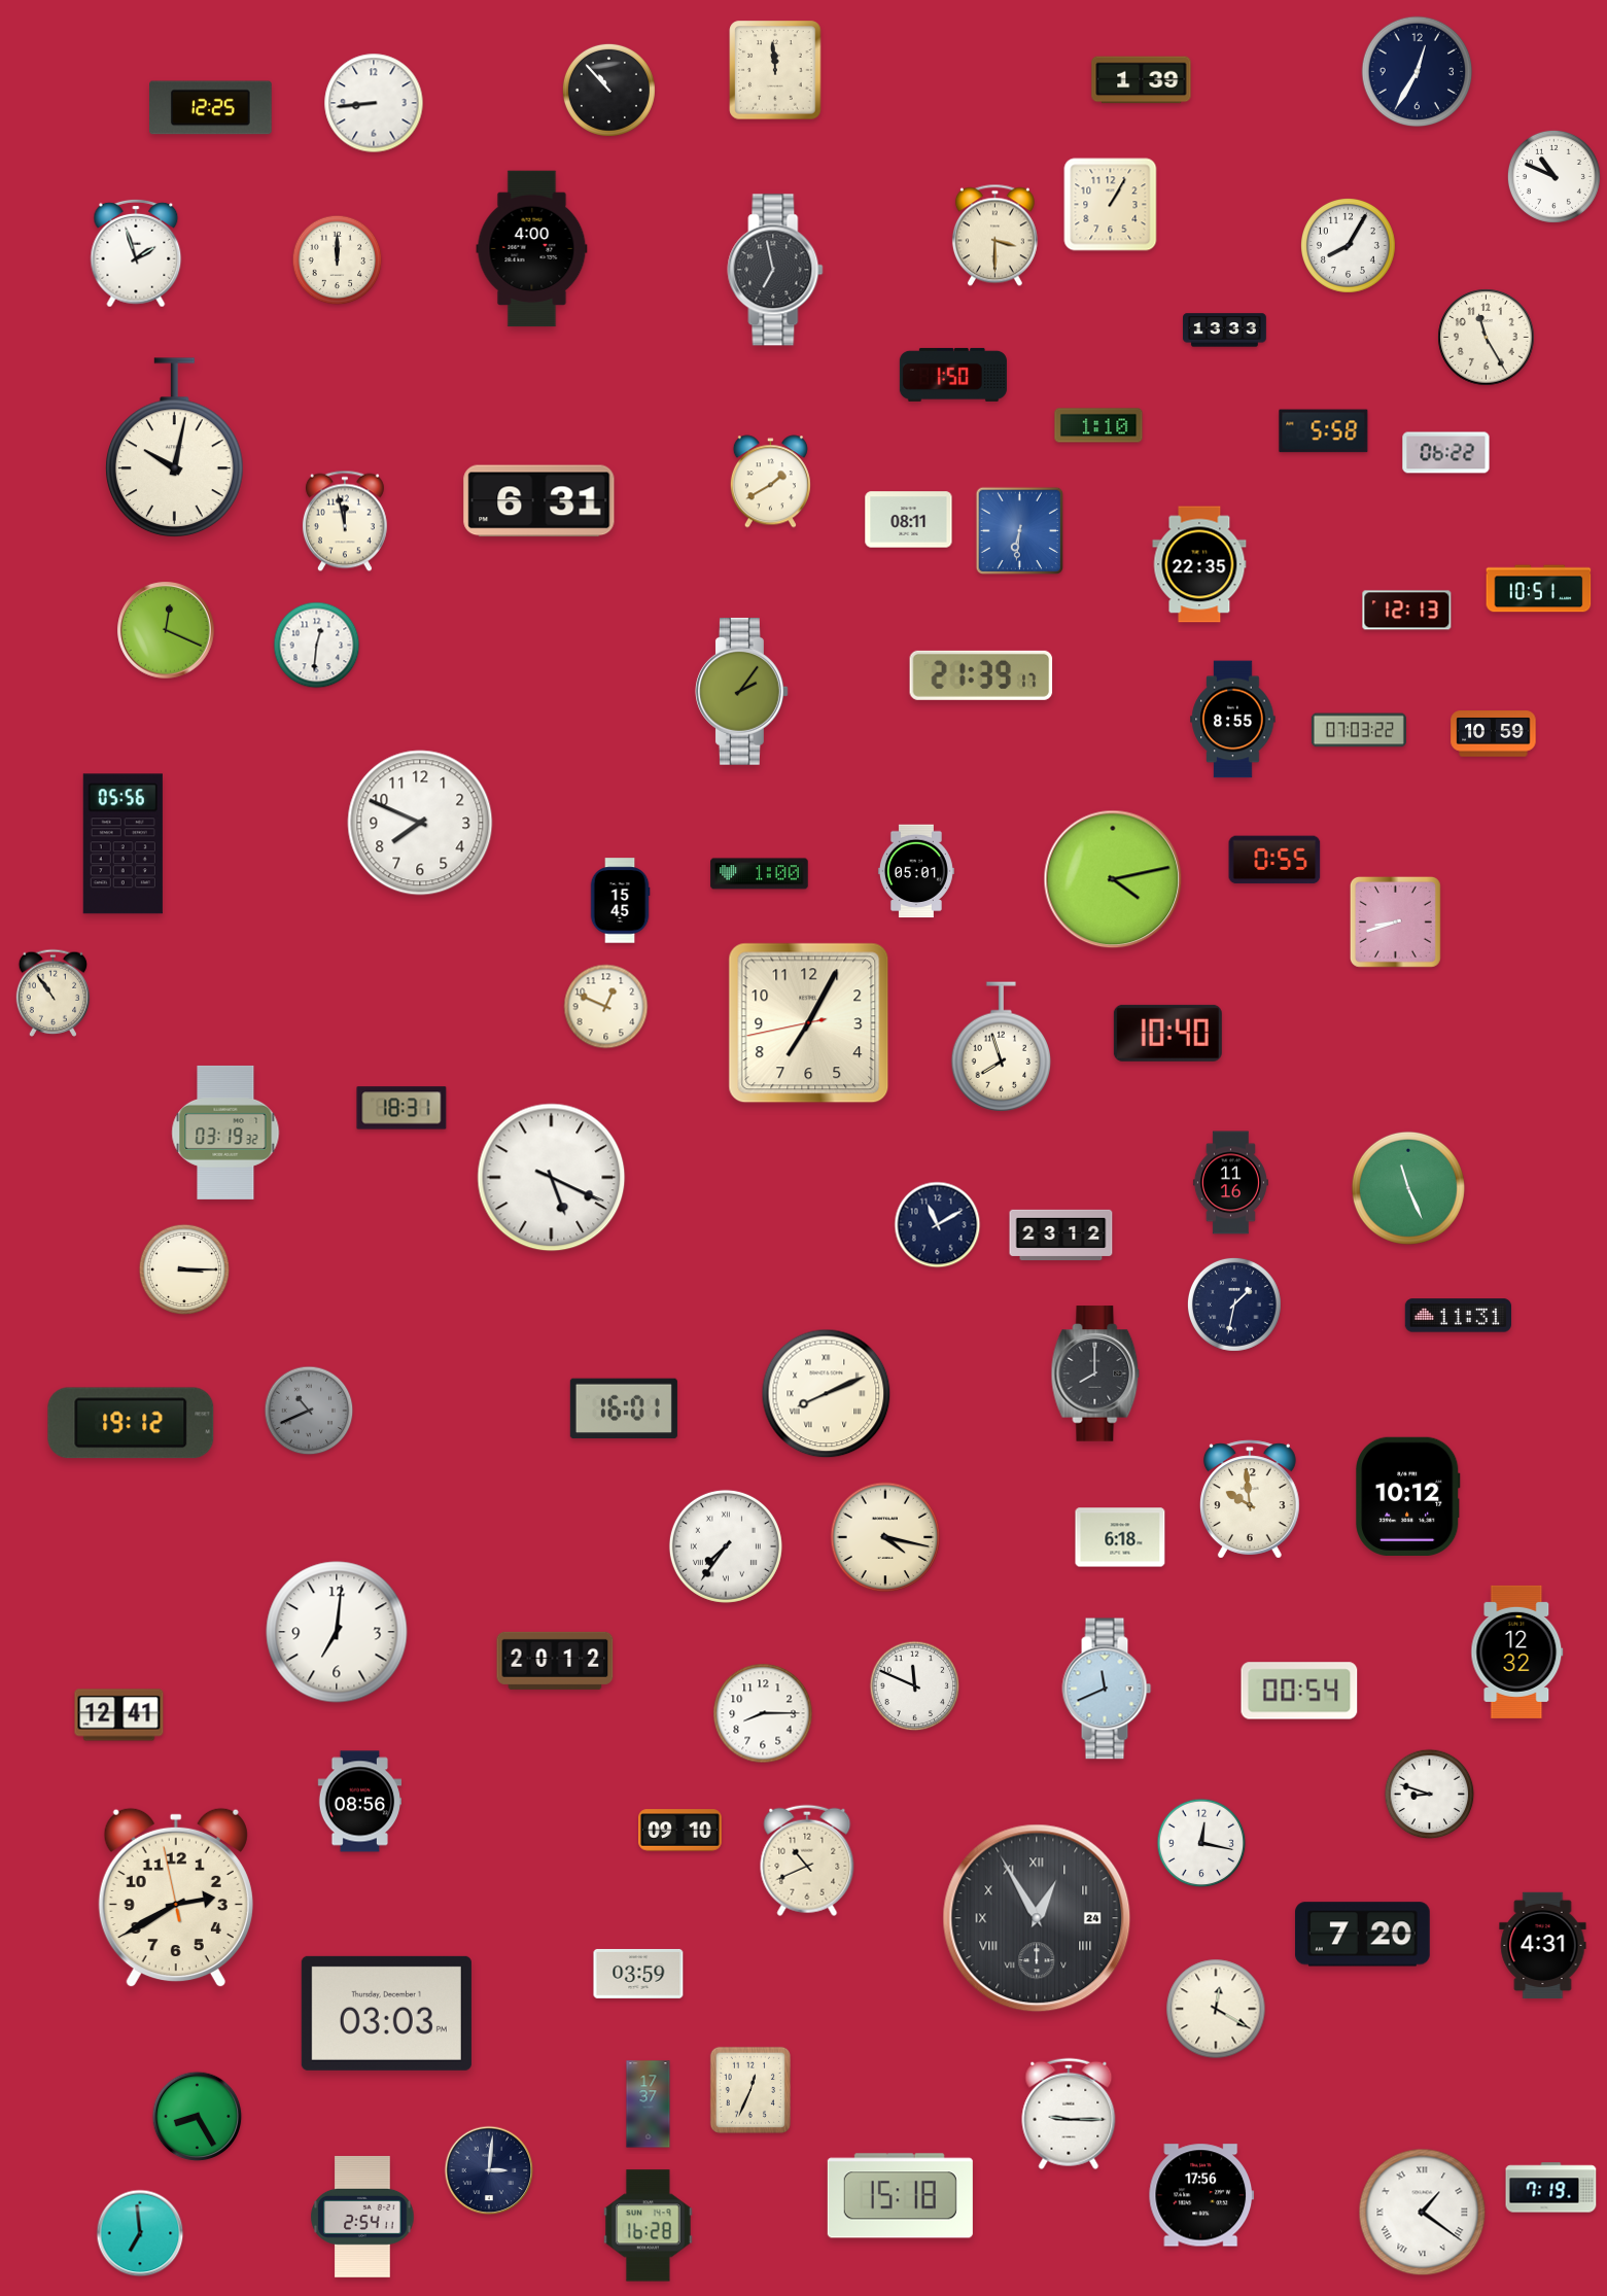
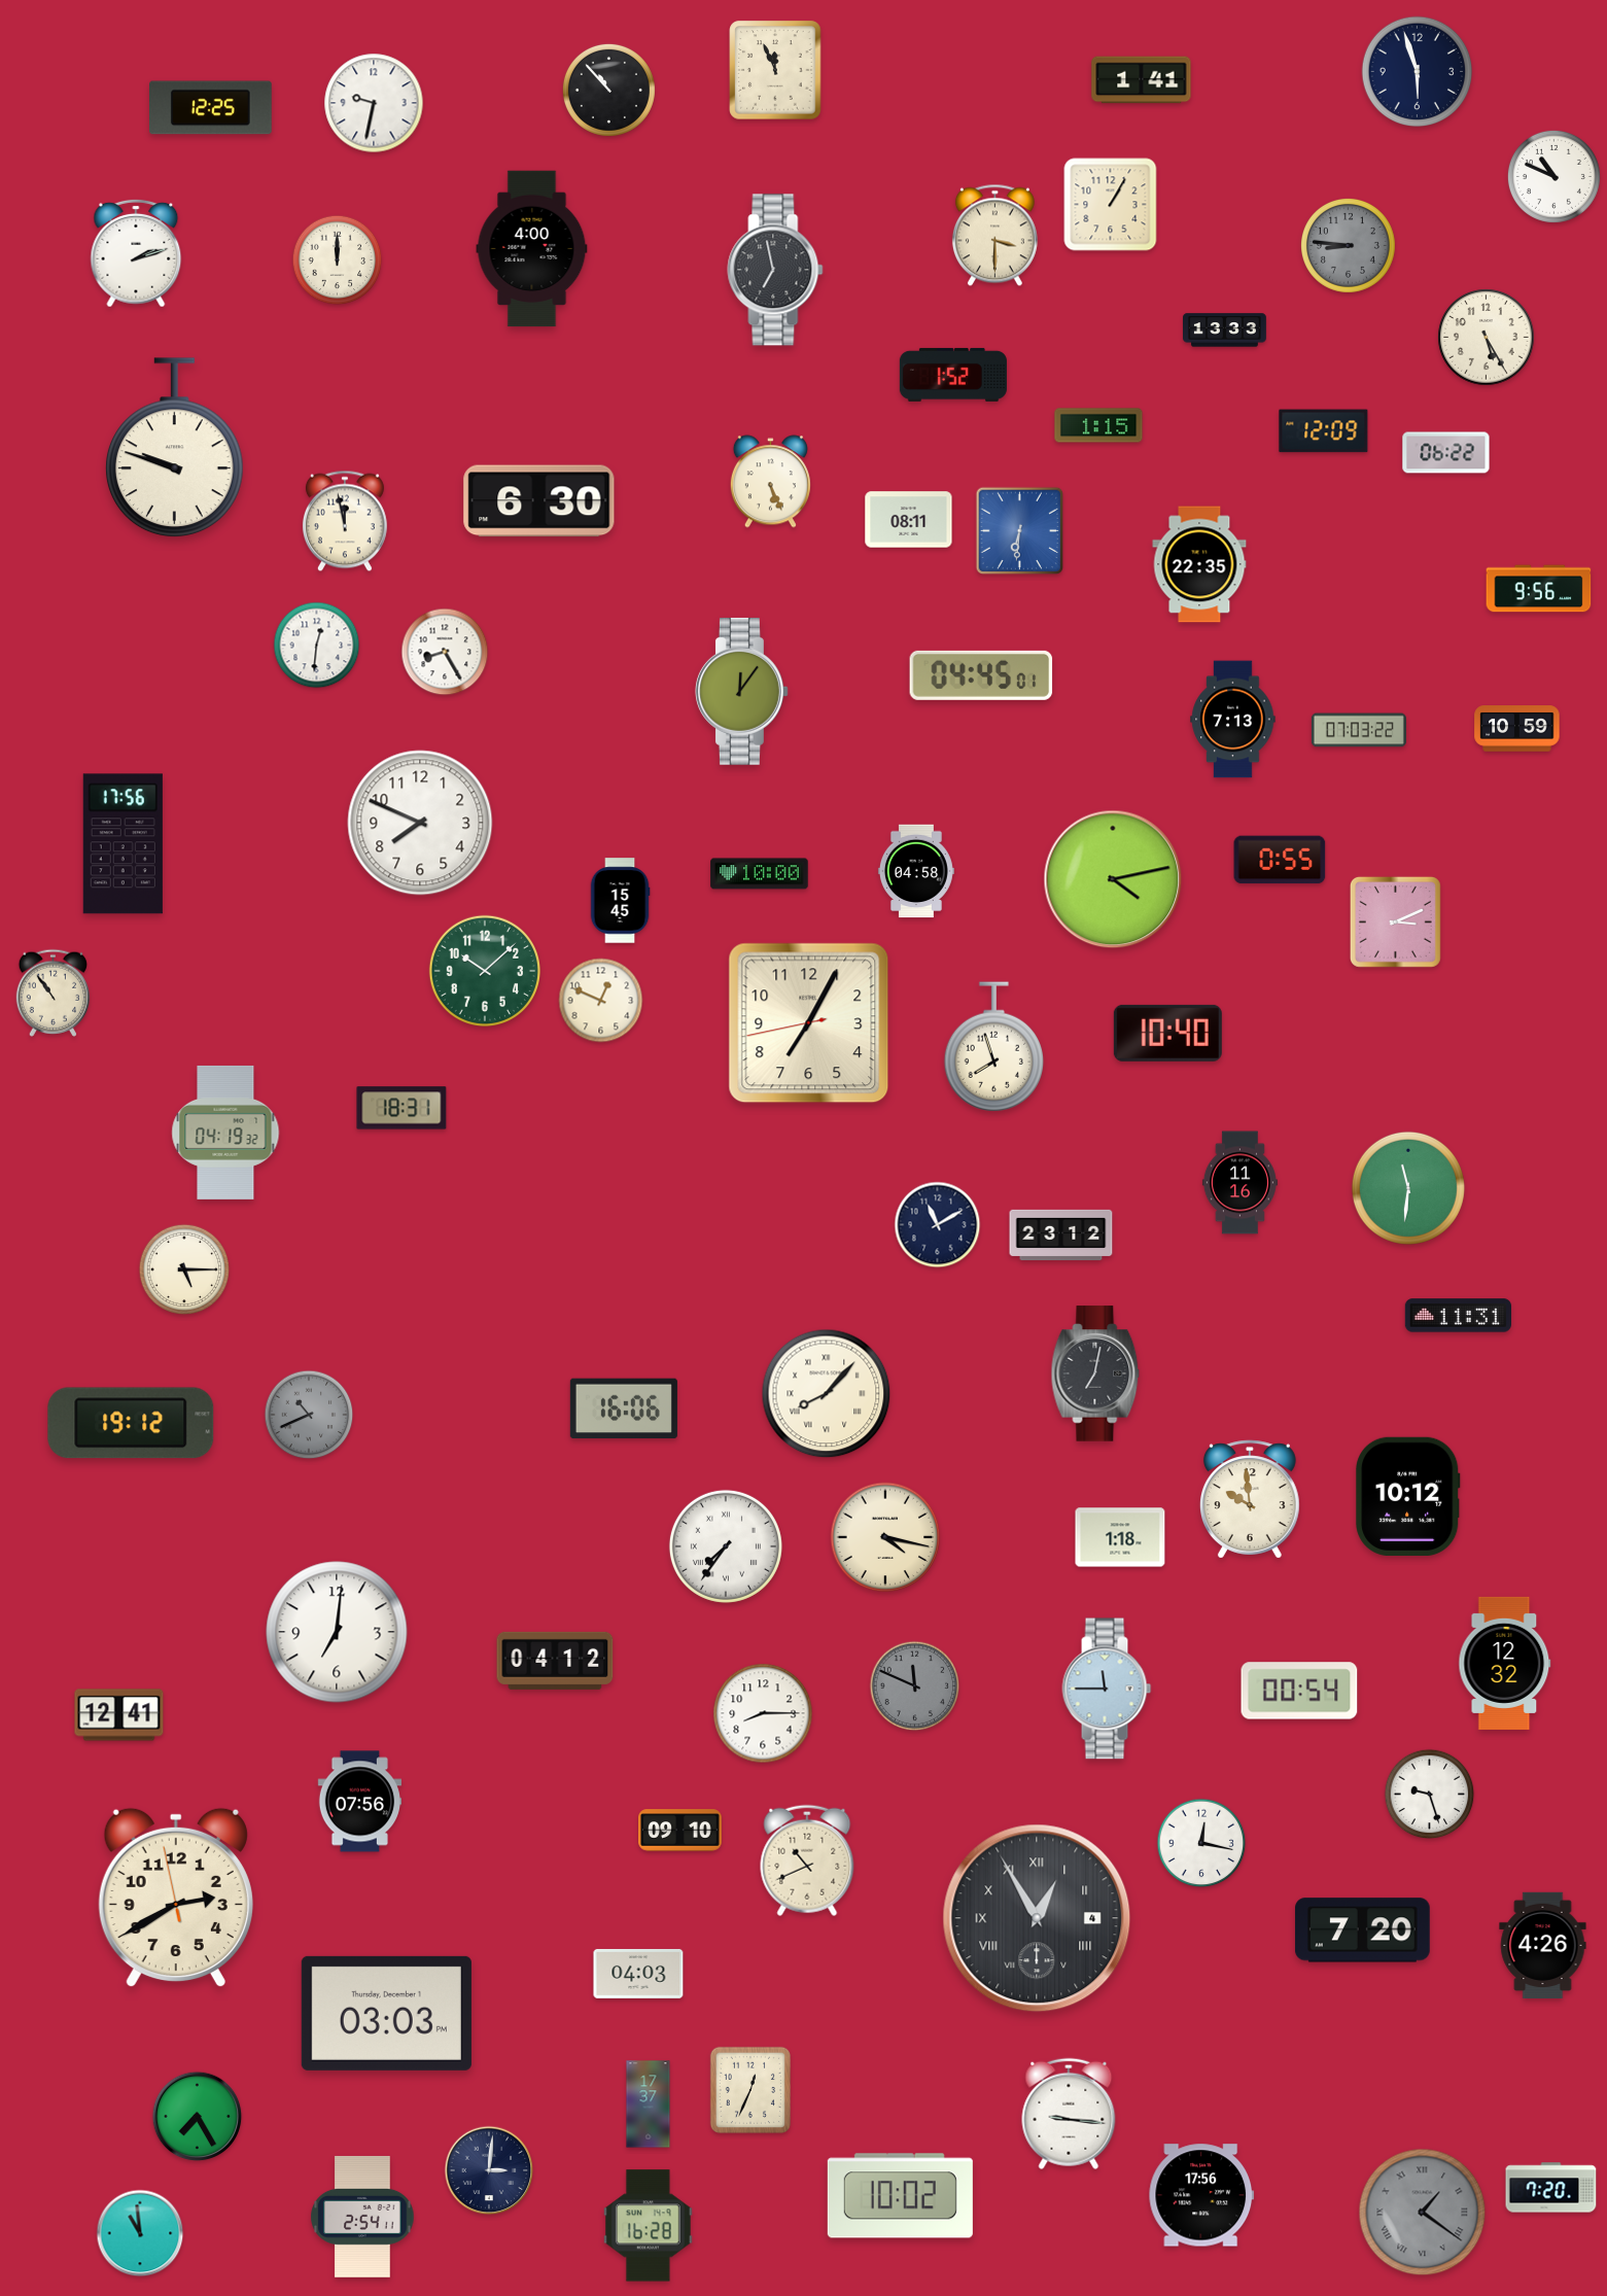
clock at (775, 70): 11:59 -> 11:56
clock at (1418, 72): 12:35 -> 5:57
clock at (1142, 80): 1:39 -> 1:41
clock at (374, 103): 8:44 -> 9:32
clock at (1348, 245): 8:05 -> 8:46
clock at (1348, 245) dial: white -> grey
clock at (136, 253): 1:57 -> 2:12
clock at (1487, 338): 11:25 -> 5:25
clock at (953, 375): 1:50 -> 1:52
clock at (1098, 425): 1:10 -> 1:15
clock at (1324, 431): 5:58 -> 12:09
clock at (174, 448): 10:02 -> 9:48
clock at (770, 482): 1:40 -> 5:26
clock at (539, 501): 6:31 -> 6:30
clock at (1539, 589): 10:51 -> 9:56
clock at (1407, 611): 12:13 -> none
clock at (166, 630): 12:19 -> none
clock at (445, 652): none -> 8:25
clock at (981, 675): 21:39 -> 04:45
clock at (741, 691): 2:06 -> 12:06
clock at (1233, 720): 8:55 -> 7:13
clock at (1494, 734) position: (1494, 734) -> (1517, 729)
clock at (123, 844): 05:56 -> 17:56
clock at (1274, 860) position: (1274, 860) -> (1280, 860)
clock at (916, 871): 05:01 -> 04:58
clock at (760, 874): 1:00 -> 10:00
clock at (1395, 921): 8:42 -> 3:11
clock at (484, 970): none -> 10:08
clock at (606, 1007) position: (606, 1007) -> (601, 1001)
clock at (1002, 1047) position: (1002, 1047) -> (994, 1047)
clock at (225, 1133): 03:19 -> 04:19
clock at (552, 1178): 5:19 -> none
clock at (1230, 1183) position: (1230, 1183) -> (1239, 1183)
clock at (1408, 1188): 11:26 -> 11:31
clock at (184, 1269): 3:15 -> 5:15
clock at (1234, 1304): 1:32 -> none
clock at (1095, 1373): 8:00 -> 7:02
clock at (827, 1394): 8:11 -> 8:07
clock at (624, 1408): 16:01 -> 16:06
clock at (309, 1411) position: (309, 1411) -> (309, 1415)
clock at (1120, 1537): 6:18 -> 1:18
clock at (1517, 1651) position: (1517, 1651) -> (1505, 1663)
clock at (555, 1661): 20:12 -> 04:12
clock at (915, 1686) dial: white -> grey
clock at (1107, 1689): 11:41 -> 11:45
clock at (1430, 1795): 8:48 -> 9:27
clock at (359, 1802): 08:56 -> 07:56
clock at (1037, 1918) date: 24 -> 4
clock at (1362, 1935) position: (1362, 1935) -> (1362, 1930)
clock at (1543, 1945): 4:31 -> 4:26
clock at (638, 1974): 03:59 -> 04:03
clock at (1216, 2009): 12:20 -> none
clock at (1069, 2114): 9:15 -> 9:16
clock at (198, 2117): 8:25 -> 7:25
clock at (1551, 2188): 7:19 -> 7:20
clock at (900, 2196): 15:18 -> 10:02
clock at (1423, 2213) dial: white -> grey
clock at (140, 2233): 6:59 -> 10:59
